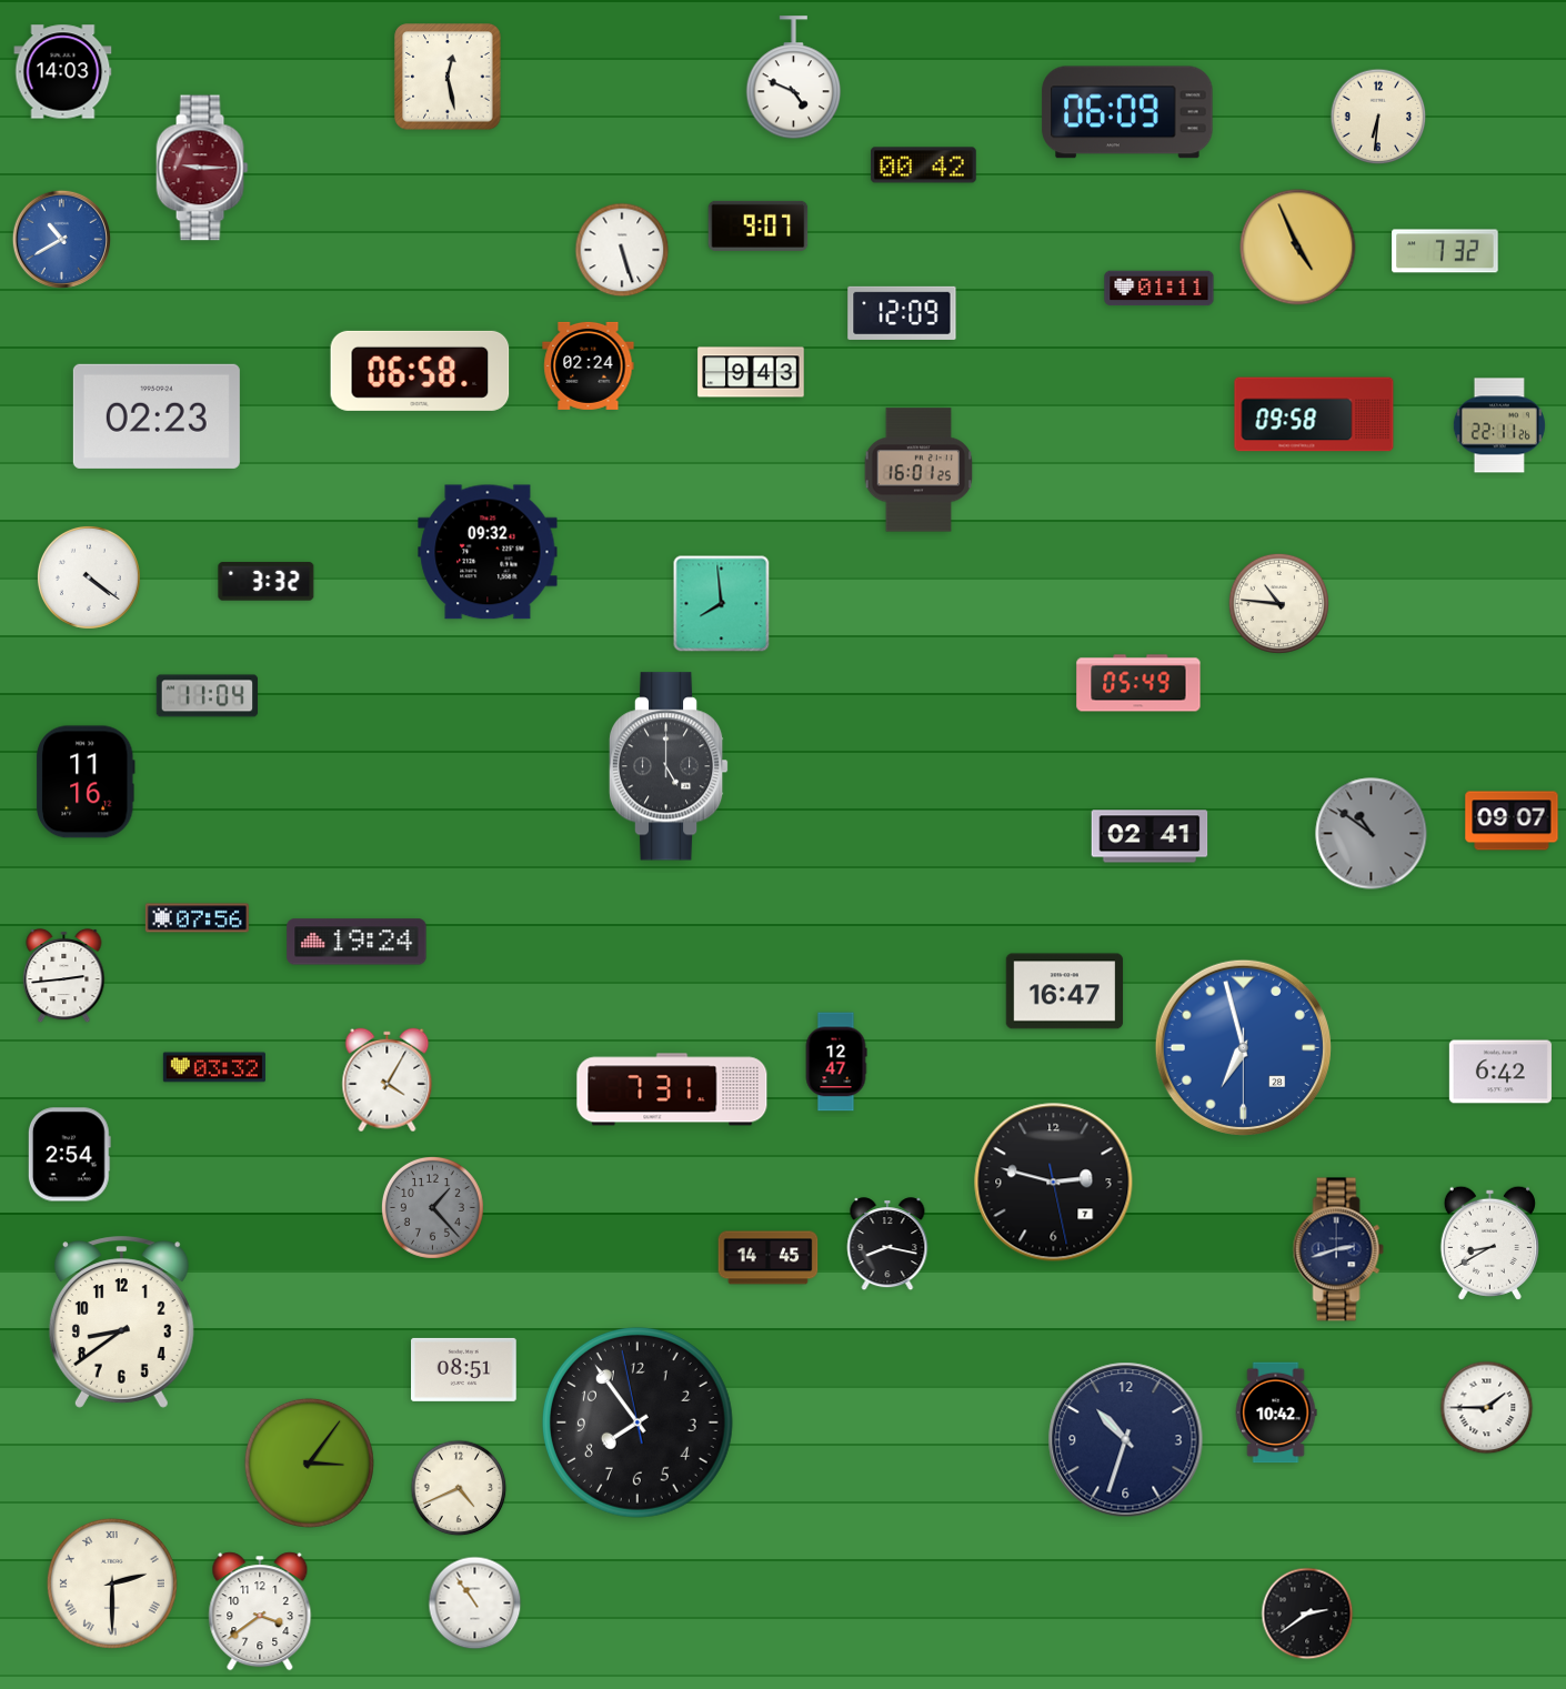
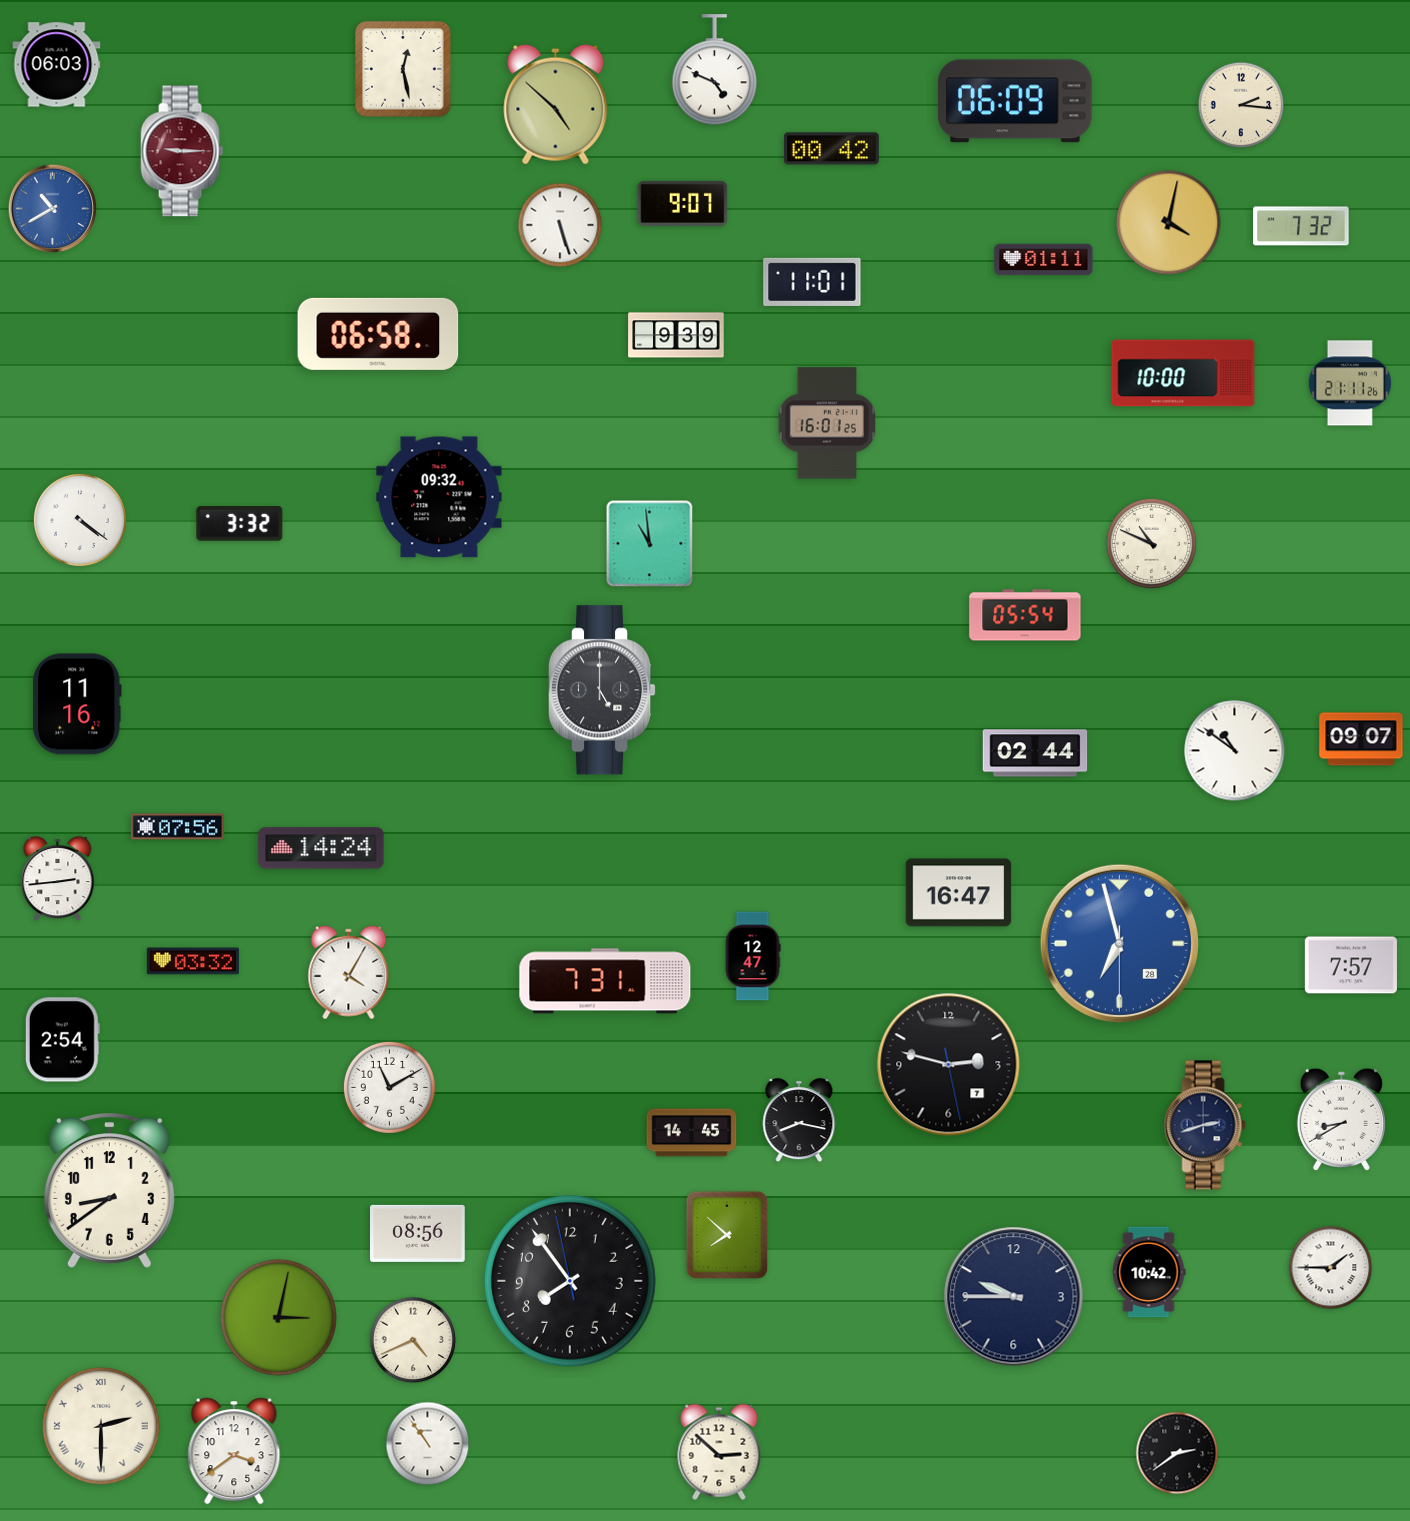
clock at (63, 72): 14:03 -> 06:03
clock at (556, 105): none -> 4:52
clock at (1378, 117): 6:31 -> 2:16
clock at (61, 239) position: (61, 239) -> (52, 208)
clock at (1298, 248): 4:56 -> 4:02
clock at (902, 313): 12:09 -> 11:01
clock at (589, 365): 02:24 -> none
clock at (751, 372): 9:43 -> 9:39
clock at (1314, 414): 09:58 -> 10:00
clock at (157, 416): 02:23 -> none
clock at (1499, 425): 22:11 -> 21:11
clock at (1278, 603): 10:46 -> 10:49
clock at (722, 604): 7:59 -> 10:59
clock at (1138, 683): 05:49 -> 05:54
clock at (208, 696): 11:04 -> none
clock at (1372, 834) dial: grey -> white
clock at (1150, 836): 02:41 -> 02:44
clock at (357, 942): 19:24 -> 14:24
clock at (1500, 1072): 6:42 -> 7:57
clock at (432, 1207): 1:23 -> 11:10
clock at (432, 1207) dial: grey -> white
clock at (464, 1369): 08:51 -> 08:56
clock at (727, 1235): none -> 7:52
clock at (1487, 1408) position: (1487, 1408) -> (1331, 1268)
clock at (638, 1422) position: (638, 1422) -> (570, 1281)
clock at (1126, 1440): 10:33 -> 9:45
clock at (309, 1462): 3:06 -> 3:02
clock at (719, 1452): none -> 2:52
